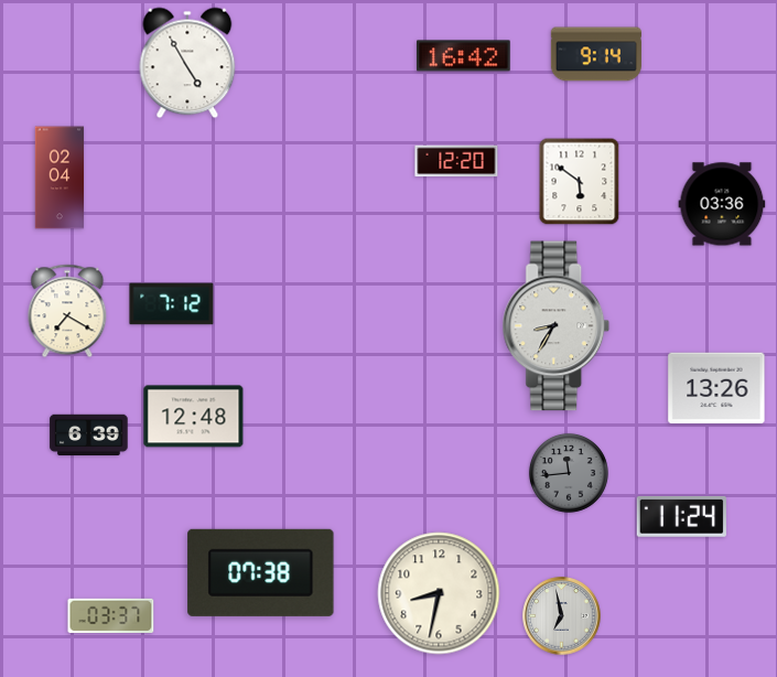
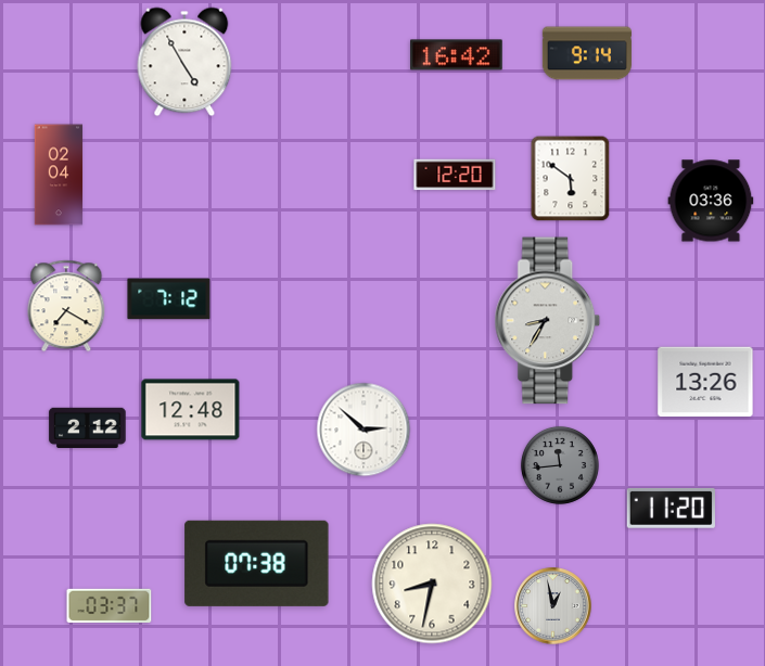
clock at (456, 161) position: (456, 161) -> (455, 175)
clock at (89, 434): 6:39 -> 2:12
clock at (364, 430): none -> 2:52
clock at (681, 516): 11:24 -> 11:20
clock at (562, 616): 6:58 -> 12:58
